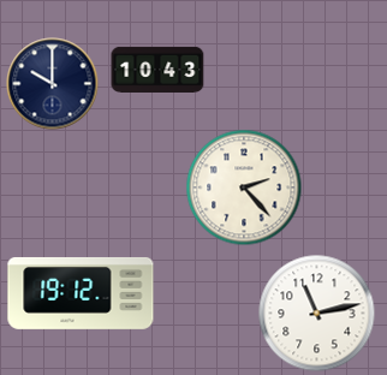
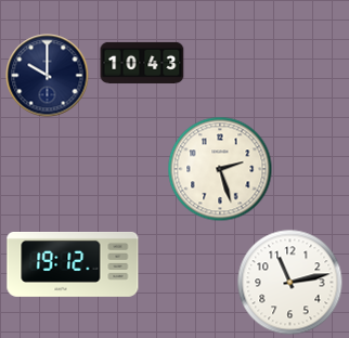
clock at (244, 187): 2:23 -> 2:27
clock at (317, 314) position: (317, 314) -> (290, 283)
